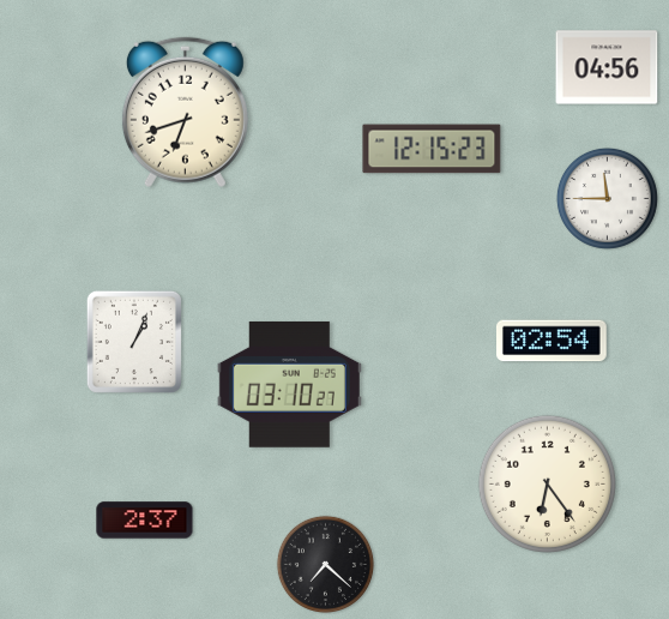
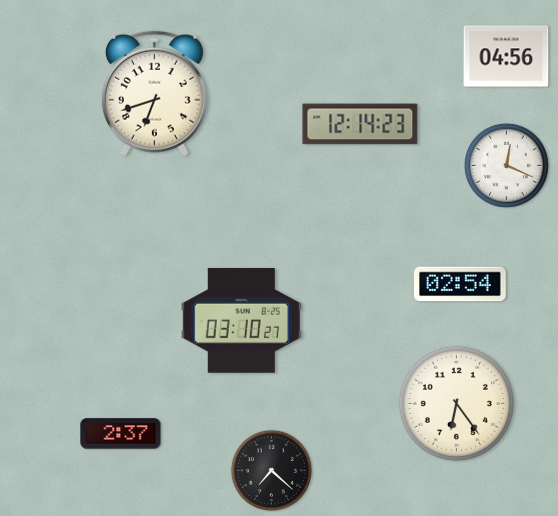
clock at (432, 149): 12:15 -> 12:14
clock at (607, 198): 11:45 -> 12:19
clock at (134, 342): 1:04 -> none
